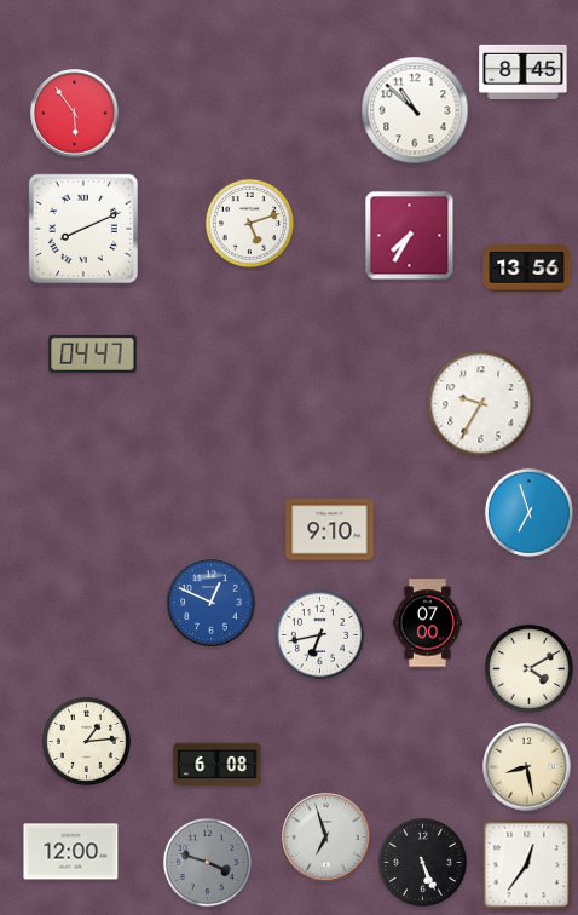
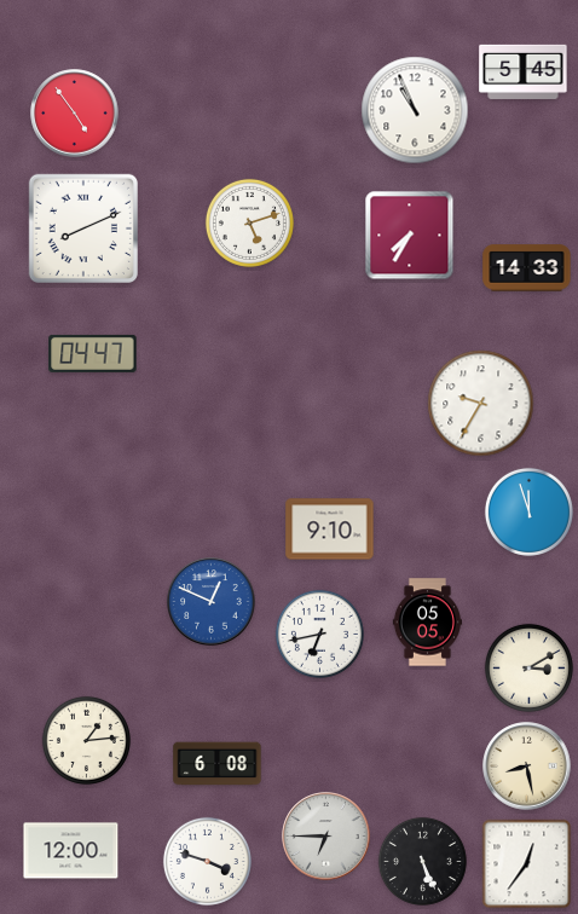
clock at (524, 71): 8:45 -> 5:45
clock at (415, 110): 10:52 -> 10:56
clock at (75, 114): 5:54 -> 4:54
clock at (527, 269): 13:56 -> 14:33
clock at (528, 512): 6:57 -> 11:57
clock at (427, 623): 07:00 -> 05:05
clock at (528, 668): 4:10 -> 3:10
clock at (326, 838): 6:57 -> 6:45
clock at (207, 862) dial: grey -> white
